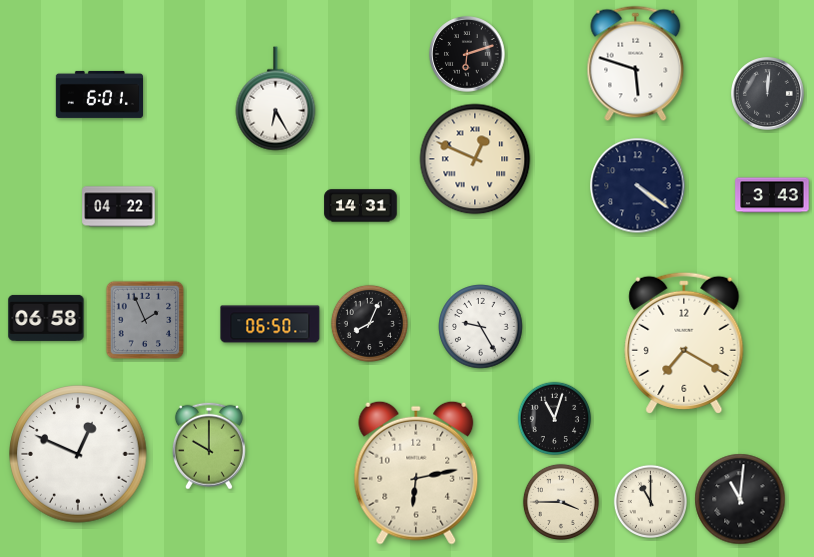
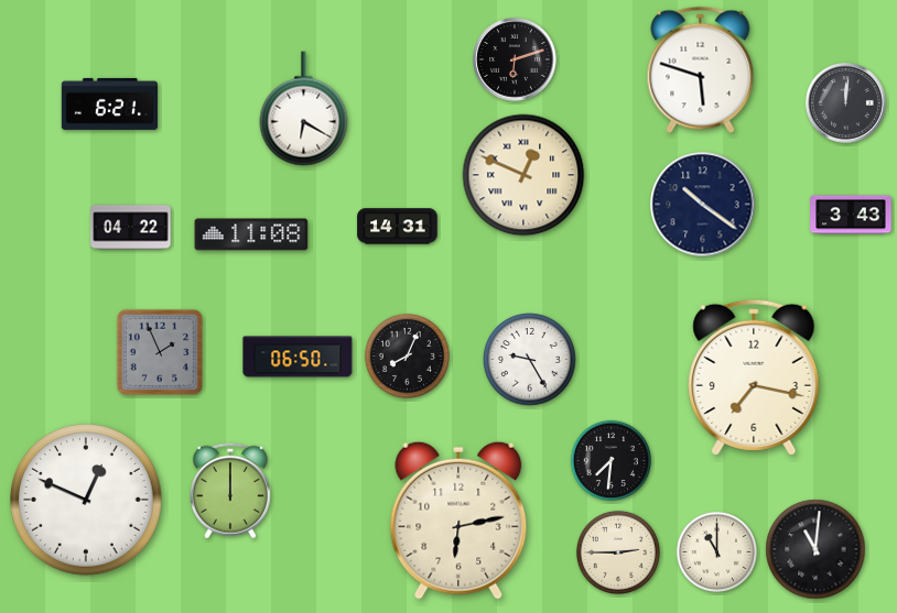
clock at (99, 94): 6:01 -> 6:21
clock at (276, 99): 6:25 -> 6:20
clock at (638, 186): 4:21 -> 10:21
clock at (251, 234): none -> 11:08
clock at (46, 318): 06:58 -> none
clock at (684, 343): 7:20 -> 7:17
clock at (554, 418): 11:03 -> 7:31
clock at (209, 446): 10:00 -> 12:00
clock at (561, 502): 3:45 -> 2:45
